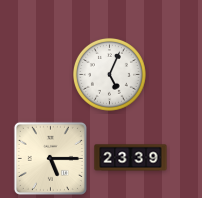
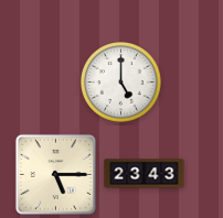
clock at (109, 74): 5:04 -> 5:00
clock at (131, 158): 23:39 -> 23:43
